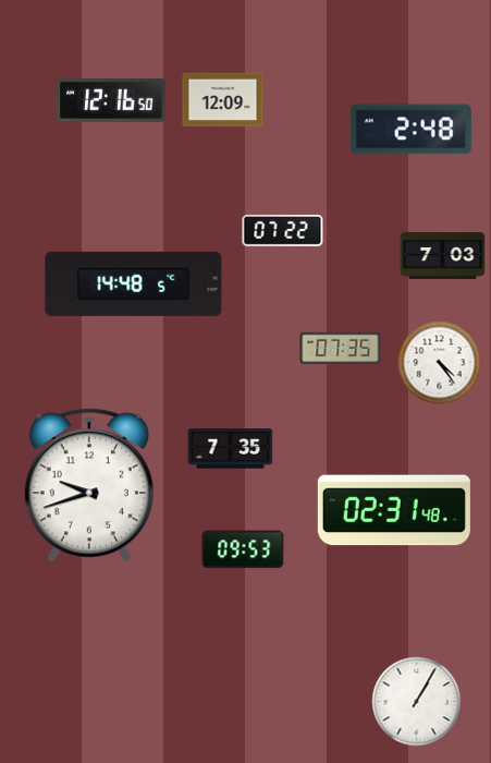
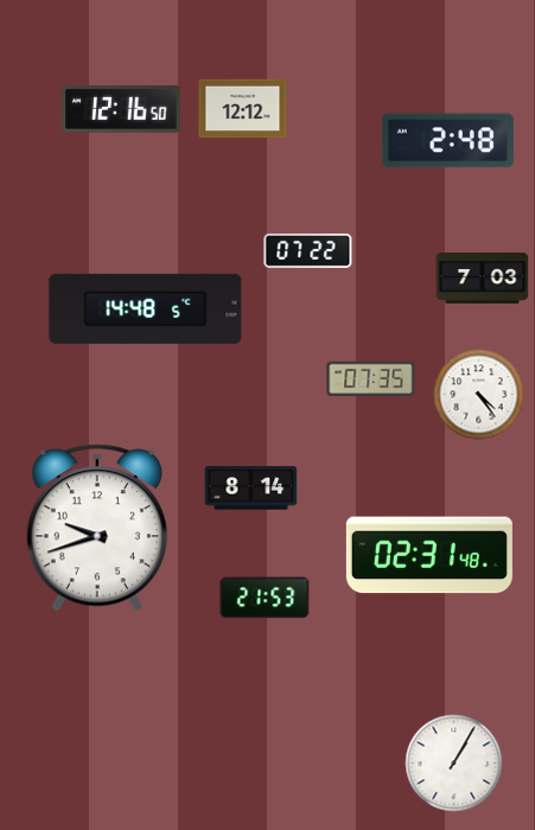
clock at (223, 100): 12:09 -> 12:12
clock at (231, 449): 7:35 -> 8:14
clock at (243, 549): 09:53 -> 21:53
